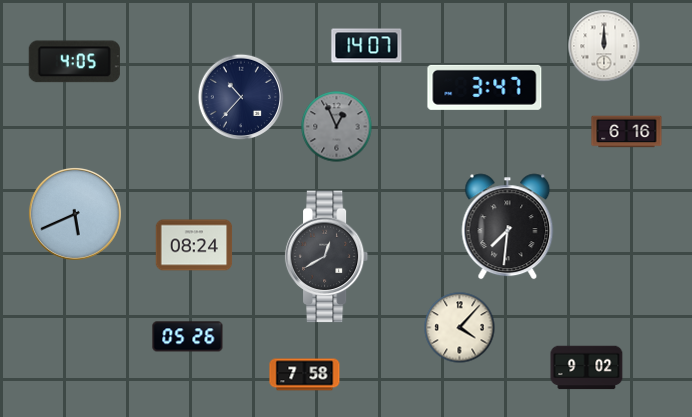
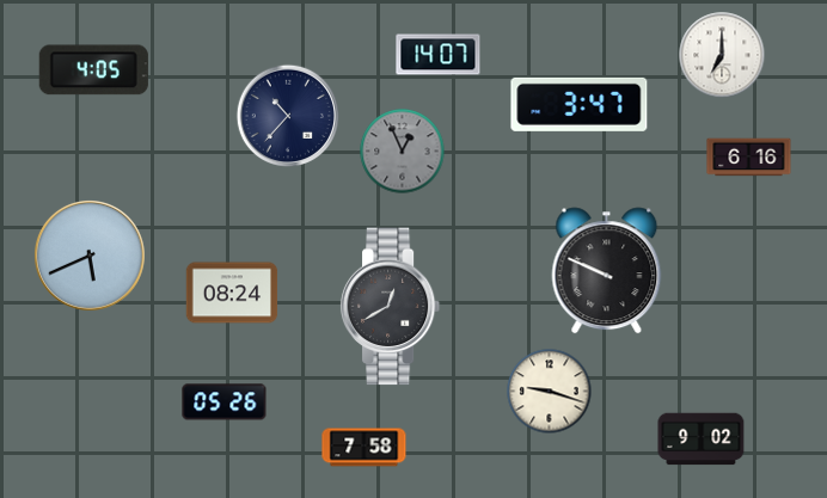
clock at (604, 46): 12:00 -> 7:00
clock at (74, 62) position: (74, 62) -> (93, 70)
clock at (508, 227): 7:31 -> 9:49
clock at (460, 328): 4:07 -> 9:18
